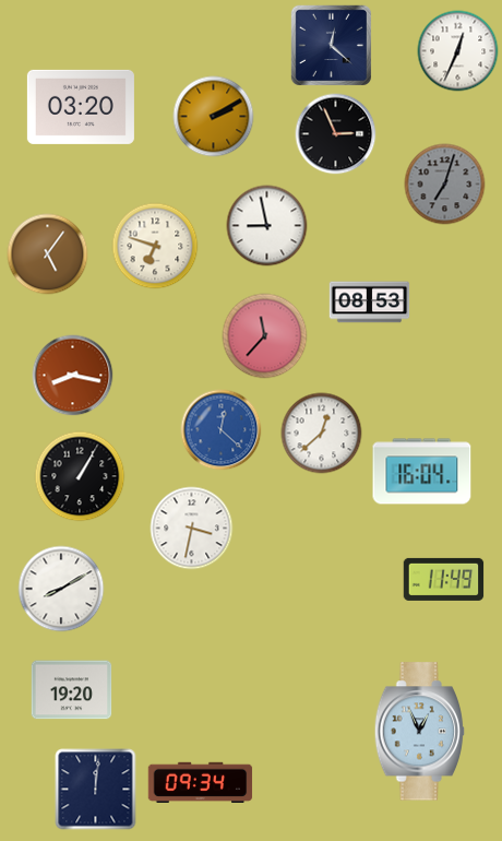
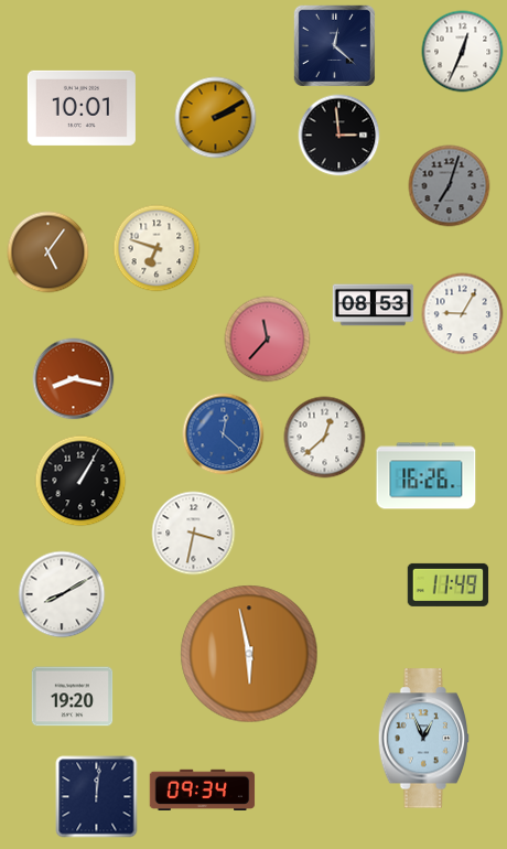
clock at (81, 107): 03:20 -> 10:01
clock at (336, 134): 2:56 -> 2:59
clock at (267, 226): 8:58 -> none
clock at (48, 254) position: (48, 254) -> (48, 252)
clock at (463, 314): none -> 9:05
clock at (422, 472): 16:04 -> 16:26
clock at (249, 654): none -> 5:58
